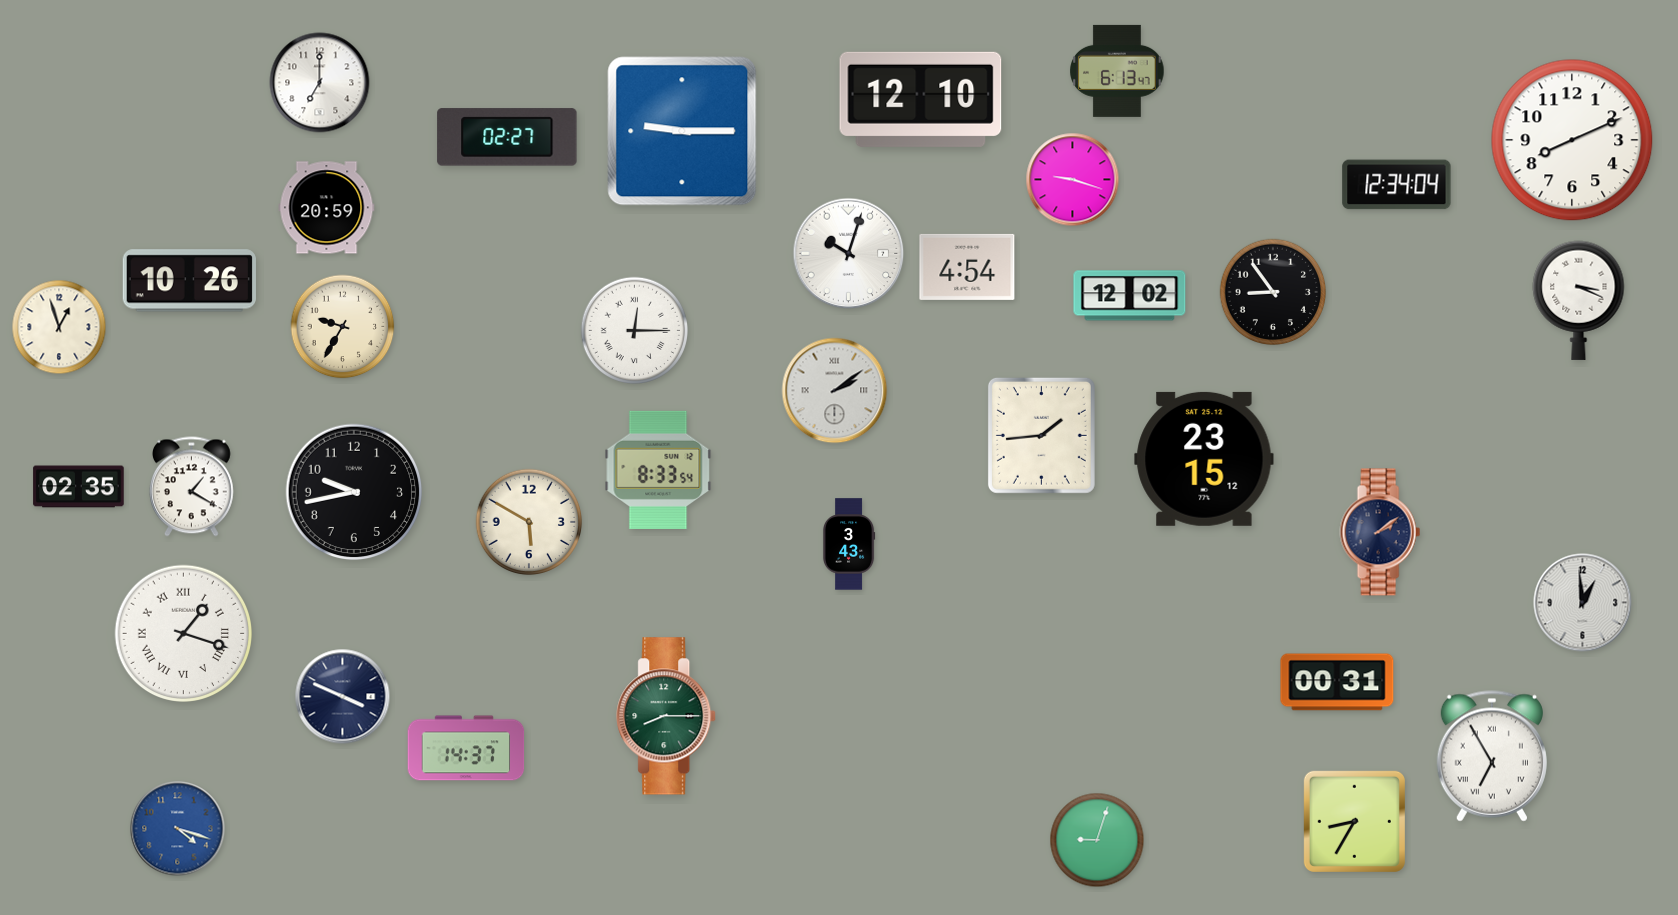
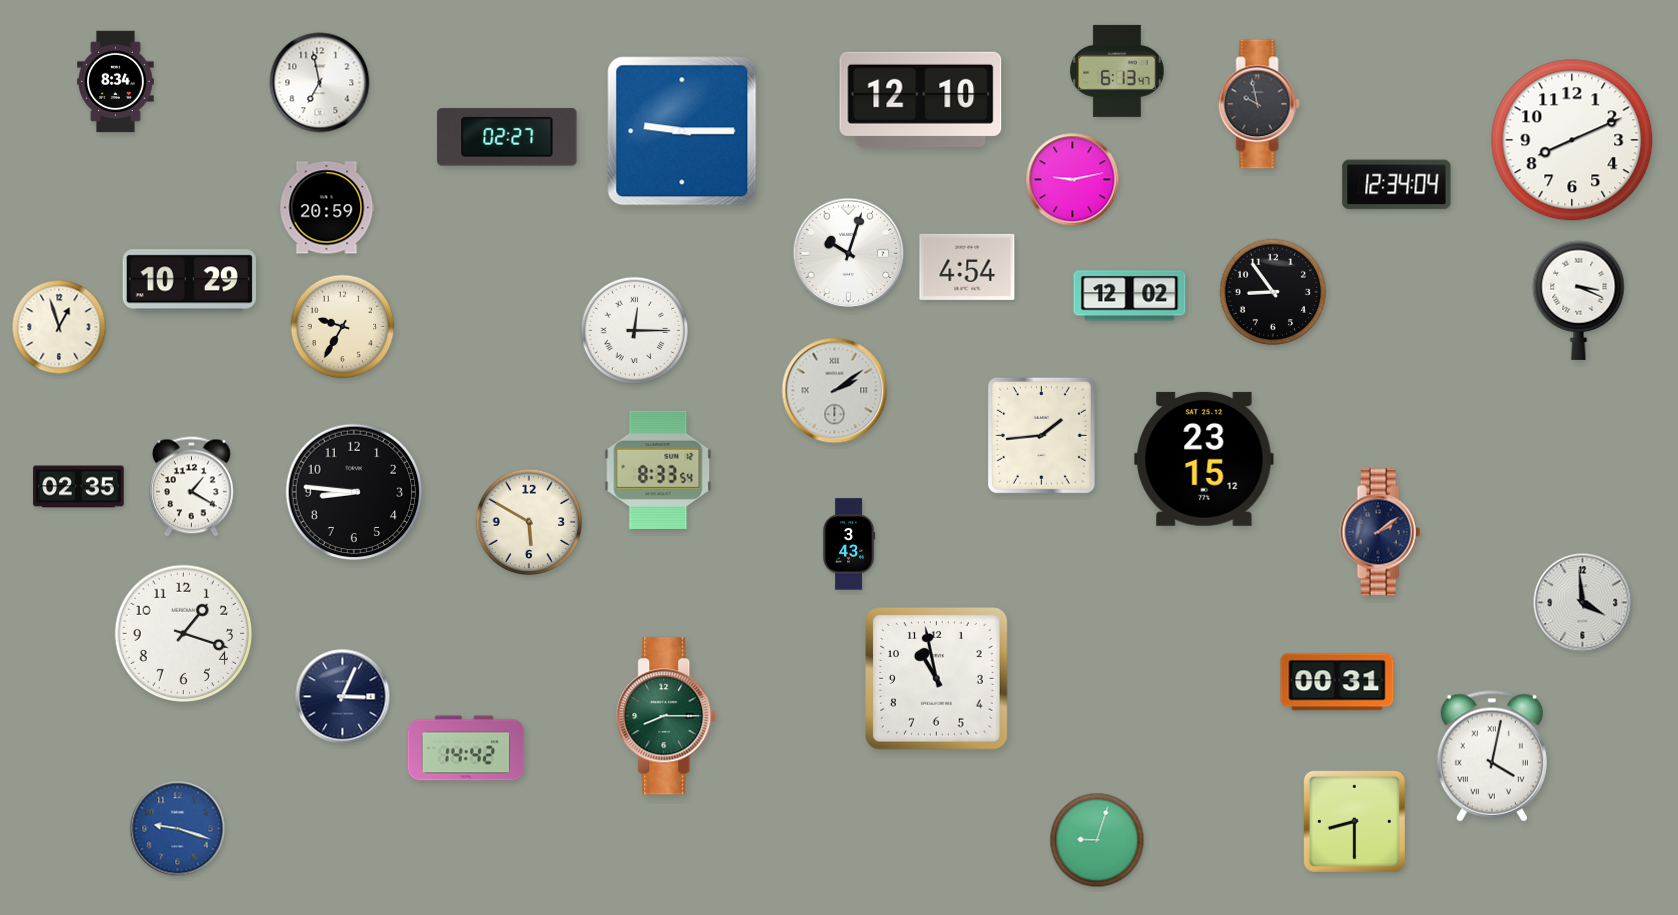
clock at (116, 82): none -> 8:34
clock at (320, 83): 7:00 -> 6:58
clock at (1259, 104): none -> 9:58
clock at (1073, 180): 9:18 -> 9:13
clock at (189, 281): 10:26 -> 10:29
clock at (354, 492): 9:43 -> 8:46
clock at (1583, 603): 12:59 -> 3:59
clock at (184, 634) numerals: Roman -> Arabic
clock at (937, 679): none -> 10:58
clock at (343, 697): 3:49 -> 3:04
clock at (466, 748): 14:37 -> 14:42
clock at (1492, 756): 6:55 -> 4:02
clock at (1354, 821): 8:35 -> 8:30
clock at (178, 829): 4:18 -> 9:18
